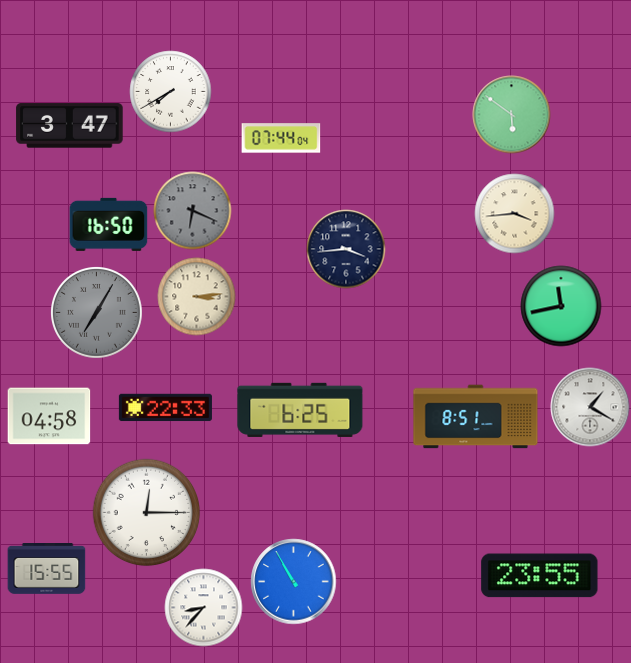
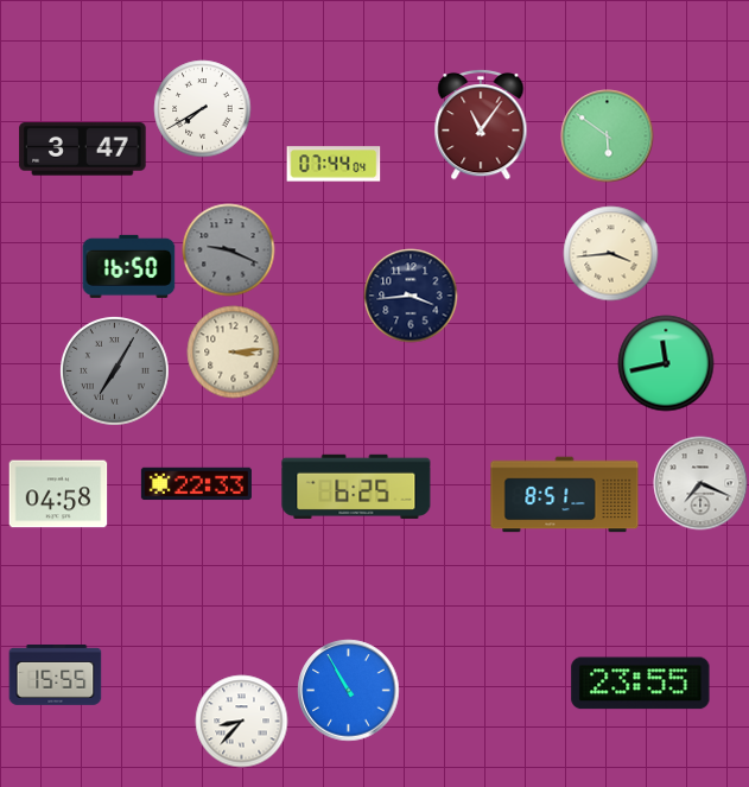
clock at (481, 125): none -> 11:06
clock at (192, 210): 6:19 -> 9:19
clock at (590, 407): 1:20 -> 7:19
clock at (146, 512): 12:15 -> none
